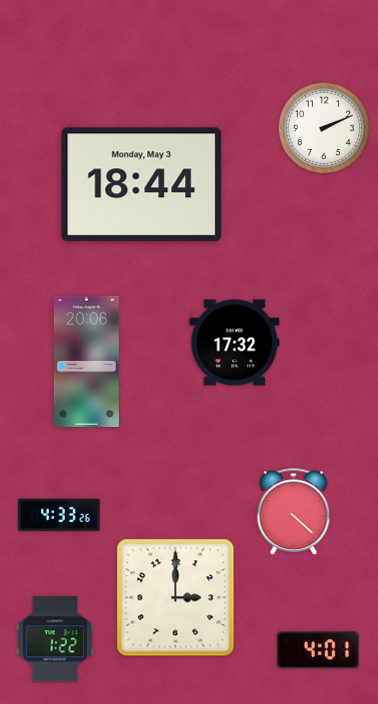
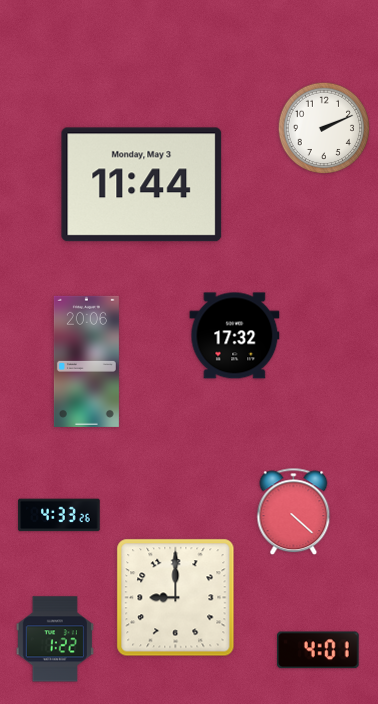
clock at (142, 185): 18:44 -> 11:44
clock at (235, 343) position: (235, 343) -> (235, 336)
clock at (176, 598): 3:00 -> 9:00
